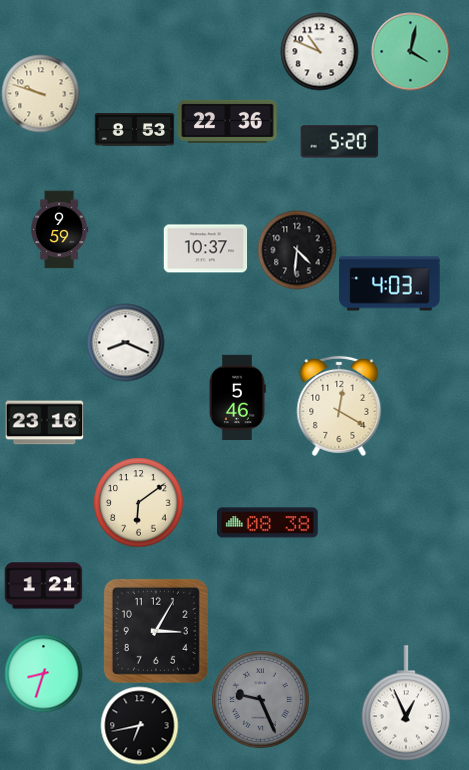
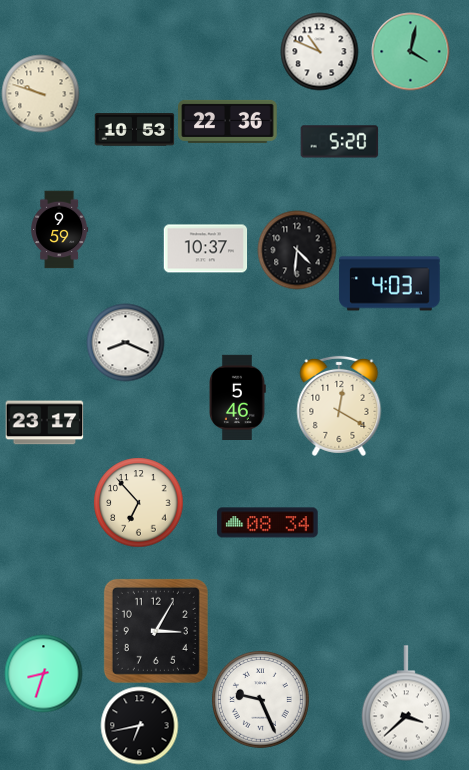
clock at (134, 130): 8:53 -> 10:53
clock at (44, 423): 23:16 -> 23:17
clock at (138, 502): 6:09 -> 6:53
clock at (268, 523): 08:38 -> 08:34
clock at (43, 586): 1:21 -> none
clock at (261, 700) dial: grey -> white
clock at (405, 703): 12:56 -> 3:38
